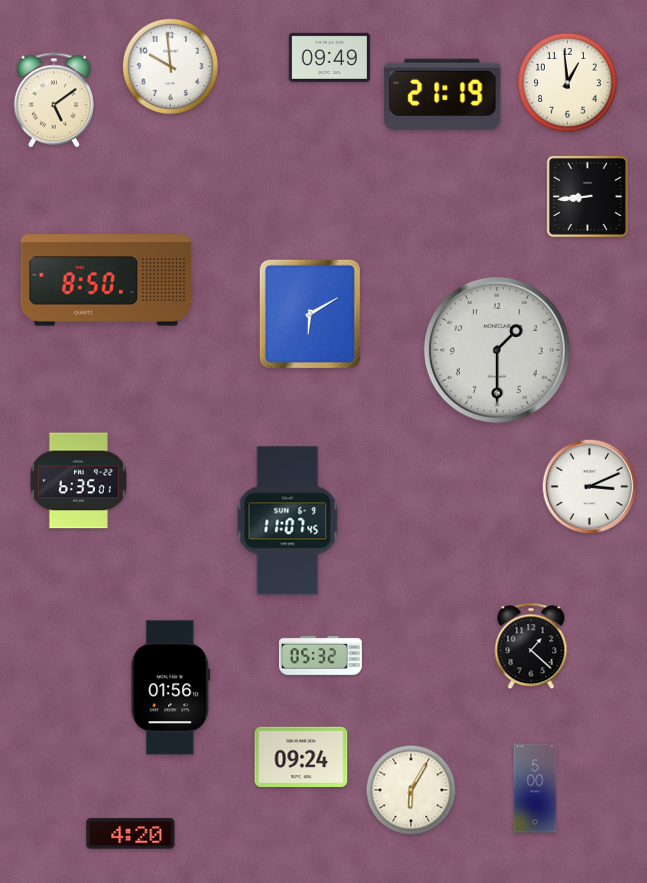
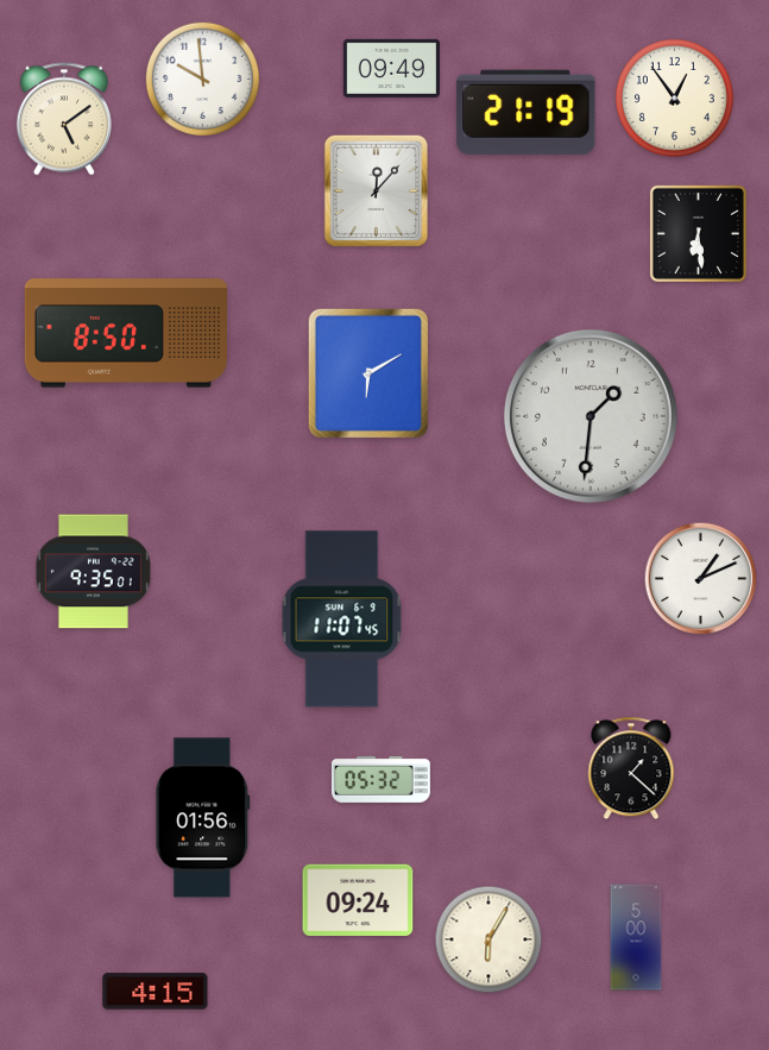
clock at (567, 82): 12:59 -> 12:54
clock at (376, 190): none -> 12:07
clock at (587, 196): 8:44 -> 6:29
clock at (497, 350): 1:30 -> 1:31
clock at (78, 481): 6:35 -> 9:35
clock at (590, 487): 3:11 -> 1:11
clock at (131, 834): 4:20 -> 4:15
